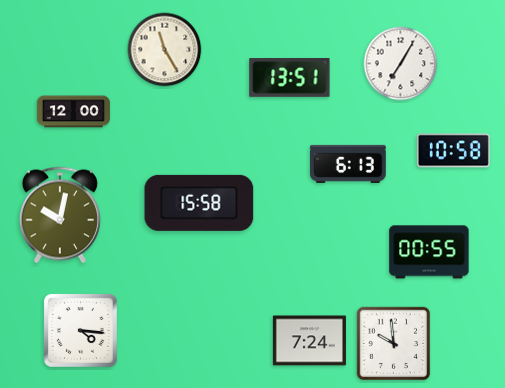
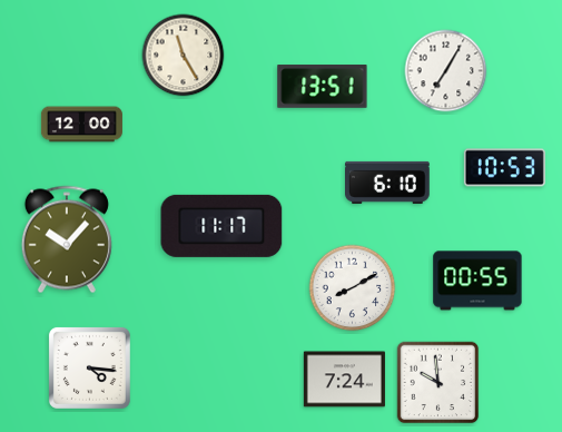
clock at (453, 151): 10:58 -> 10:53
clock at (349, 164): 6:13 -> 6:10
clock at (199, 203): 15:58 -> 11:17
clock at (60, 215): 10:02 -> 10:07
clock at (353, 288): none -> 8:10
